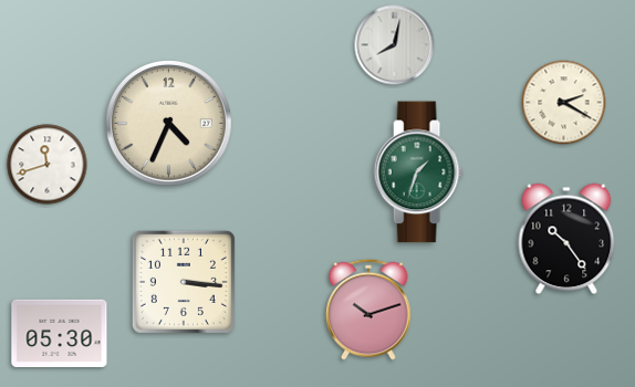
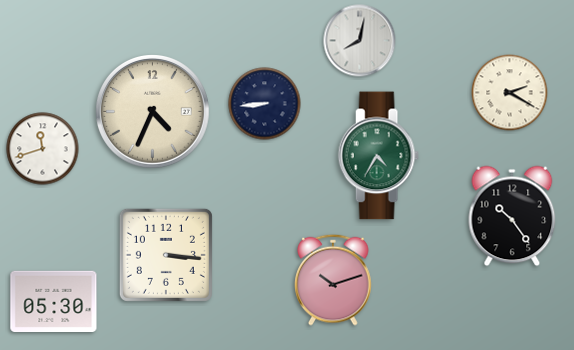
clock at (395, 45) position: (395, 45) -> (360, 41)
clock at (265, 104): none -> 8:44
clock at (418, 172): 1:33 -> 4:35
